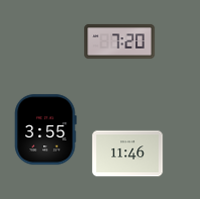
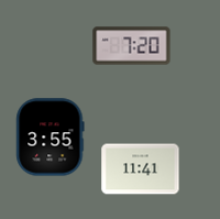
clock at (46, 130) position: (46, 130) -> (51, 138)
clock at (128, 154): 11:46 -> 11:41
